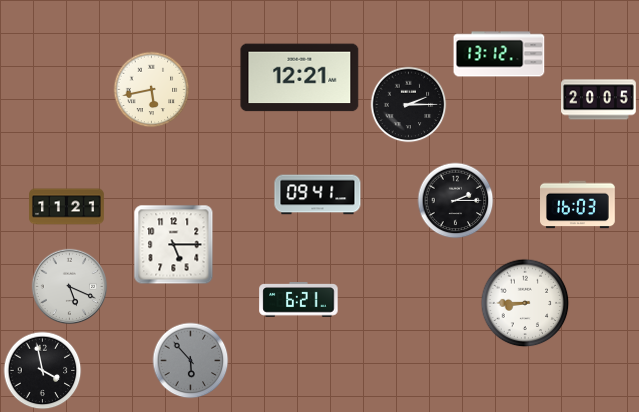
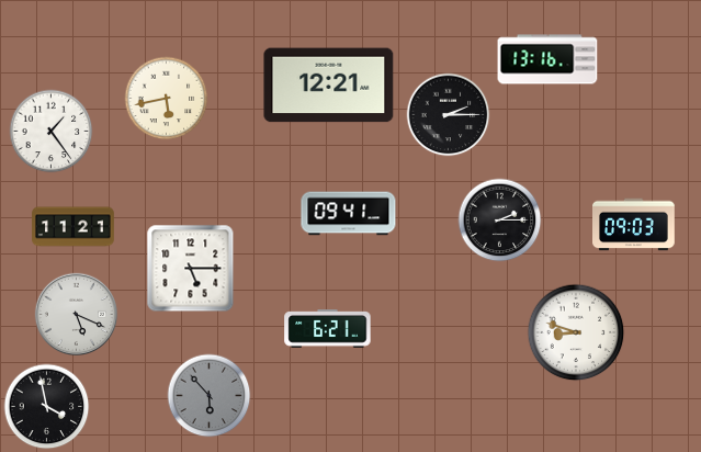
clock at (499, 54): 13:12 -> 13:16
clock at (599, 100): 20:05 -> none
clock at (52, 132): none -> 1:24
clock at (578, 205): 16:03 -> 09:03
clock at (525, 303): 8:45 -> 8:48
